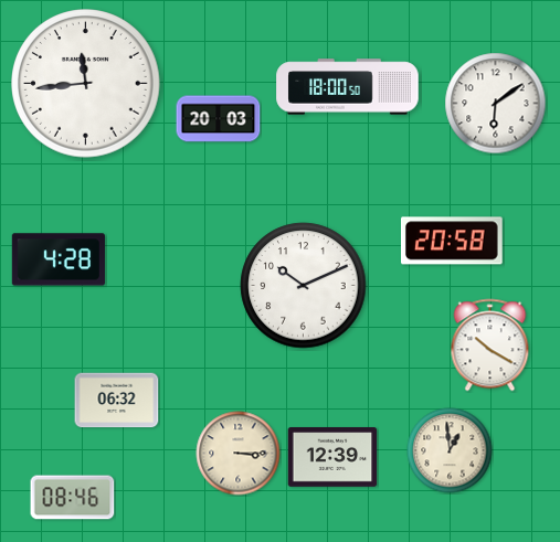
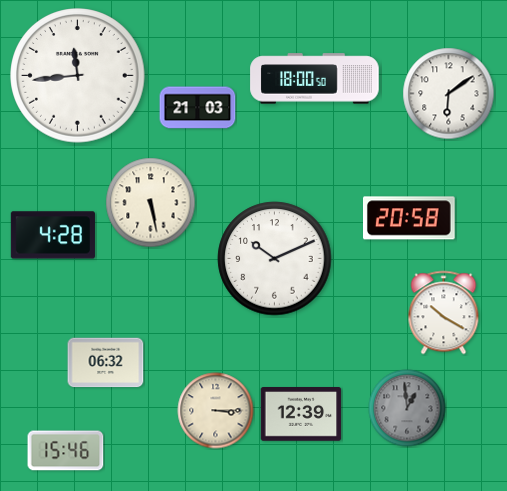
clock at (219, 119): 20:03 -> 21:03
clock at (151, 203): none -> 5:28
clock at (450, 450) dial: cream -> grey
clock at (73, 498): 08:46 -> 15:46
